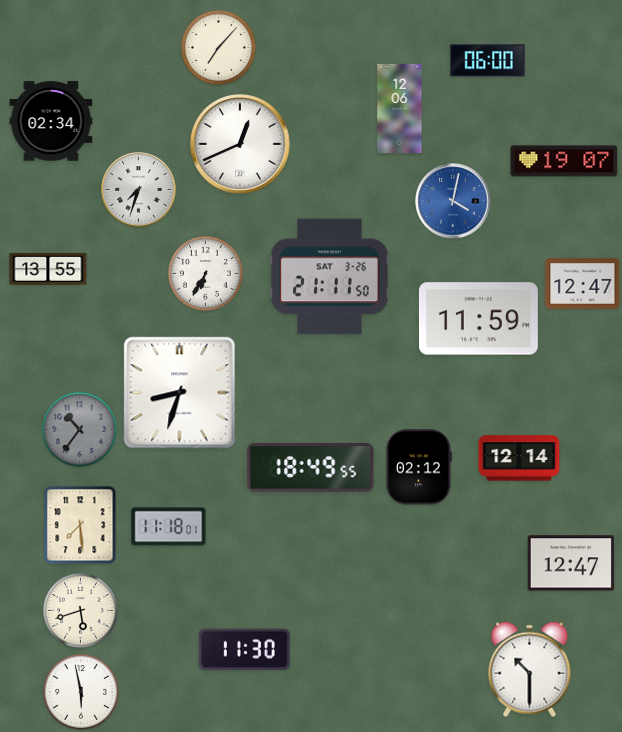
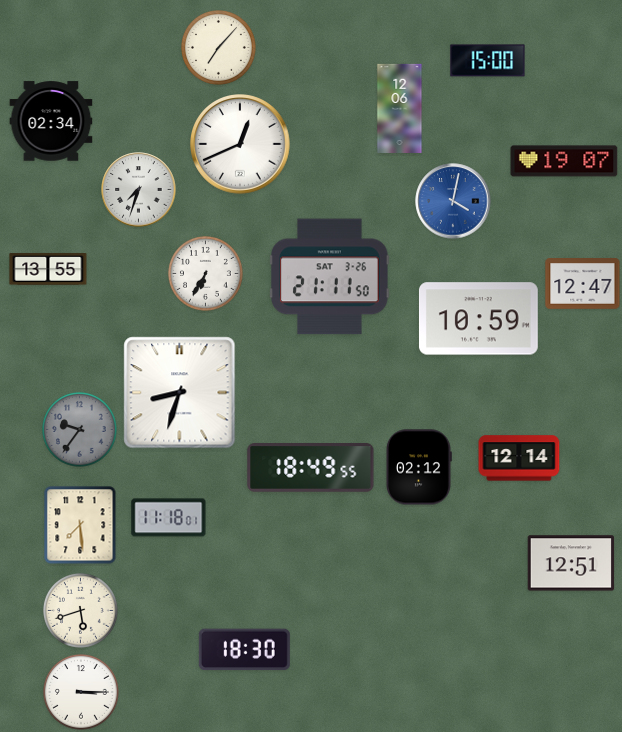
clock at (488, 61): 06:00 -> 15:00
clock at (478, 319): 11:59 -> 10:59
clock at (79, 429): 10:36 -> 9:36
clock at (169, 527) position: (169, 527) -> (169, 518)
clock at (571, 563): 12:47 -> 12:51
clock at (244, 650): 11:30 -> 18:30
clock at (530, 670): 10:30 -> none
clock at (82, 693): 5:58 -> 3:15
